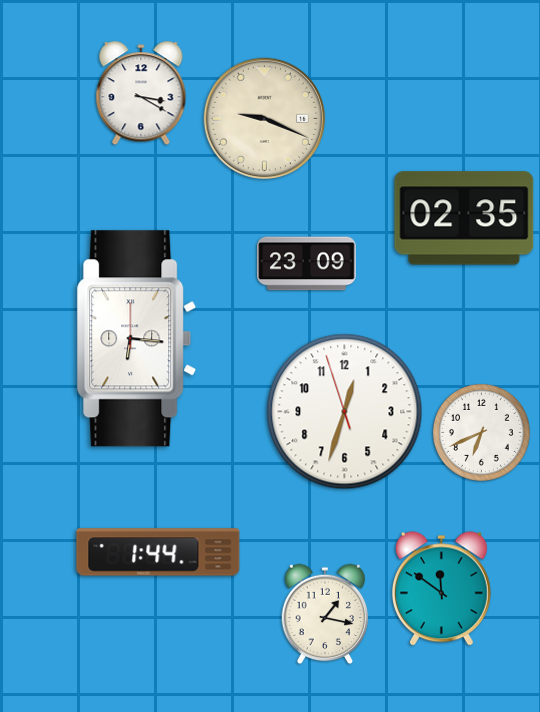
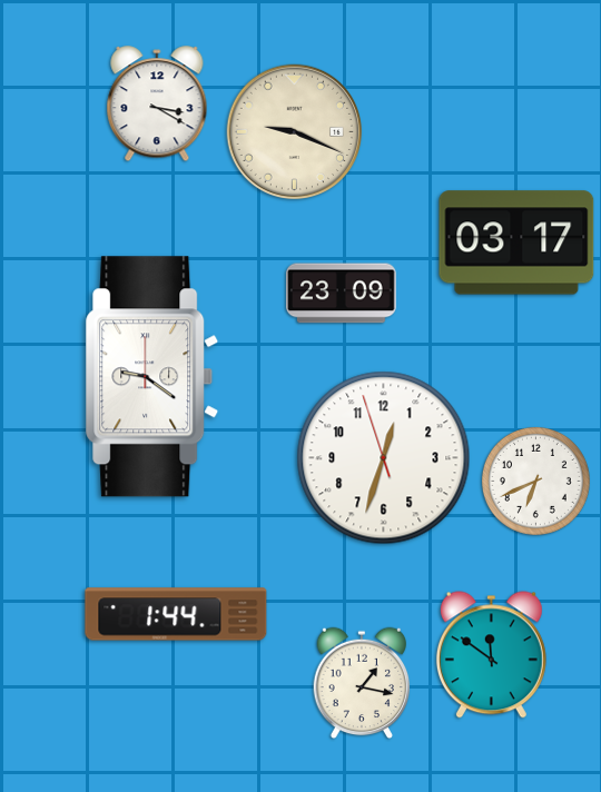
clock at (464, 218): 02:35 -> 03:17
clock at (137, 339): 6:16 -> 9:21
